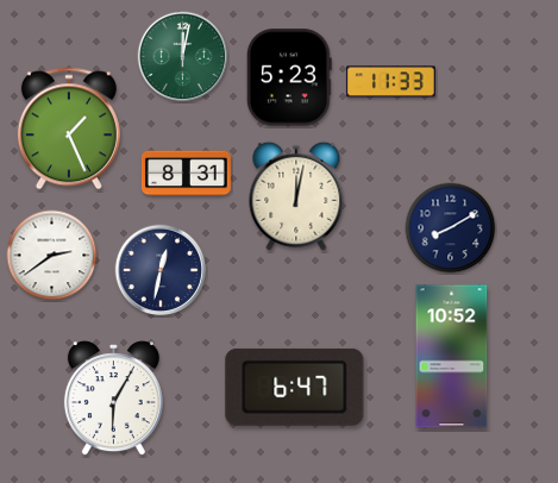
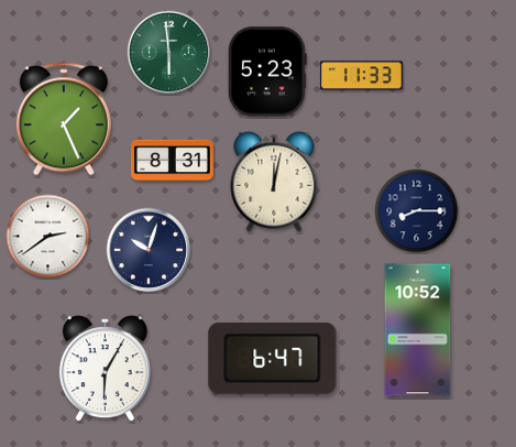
clock at (183, 57): 12:02 -> 5:59
clock at (451, 228): 8:10 -> 8:15
clock at (161, 270): 12:32 -> 10:03
